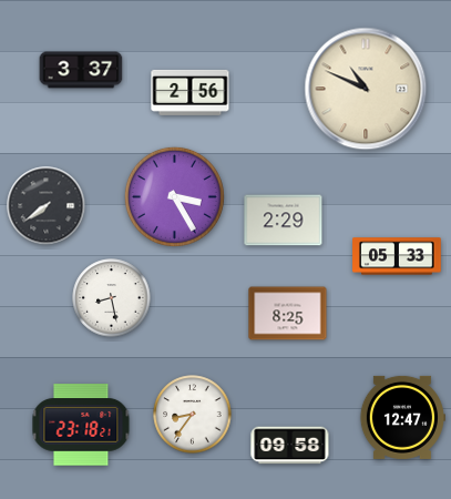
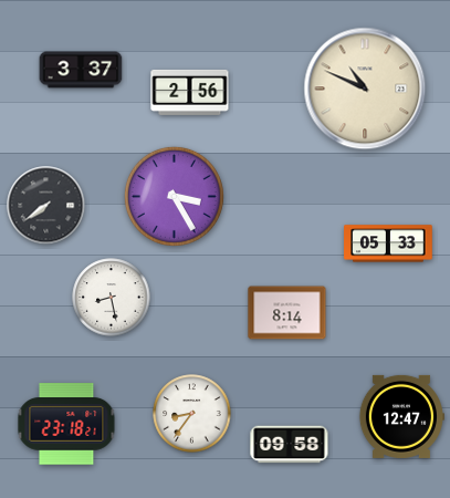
clock at (284, 221): 2:29 -> none
clock at (397, 256) position: (397, 256) -> (388, 243)
clock at (288, 314): 8:25 -> 8:14
clock at (81, 425) position: (81, 425) -> (66, 424)
